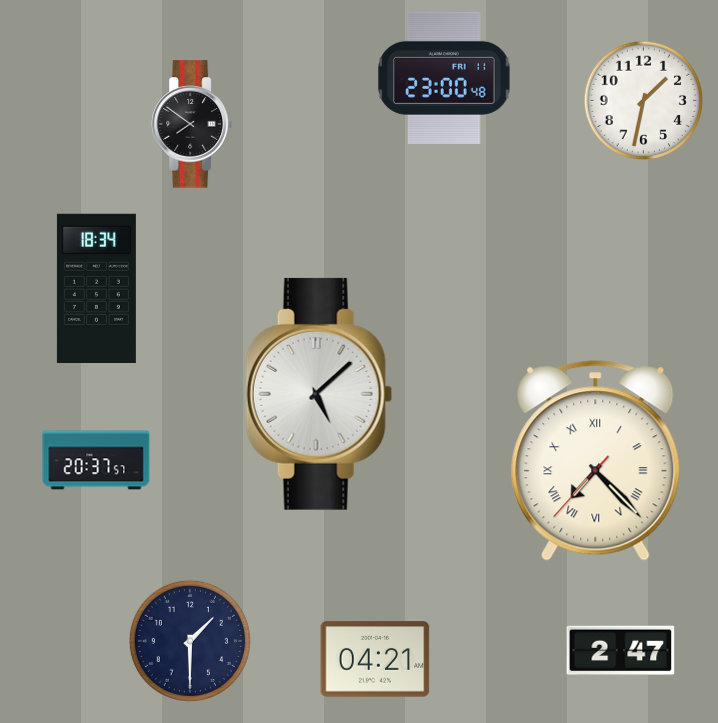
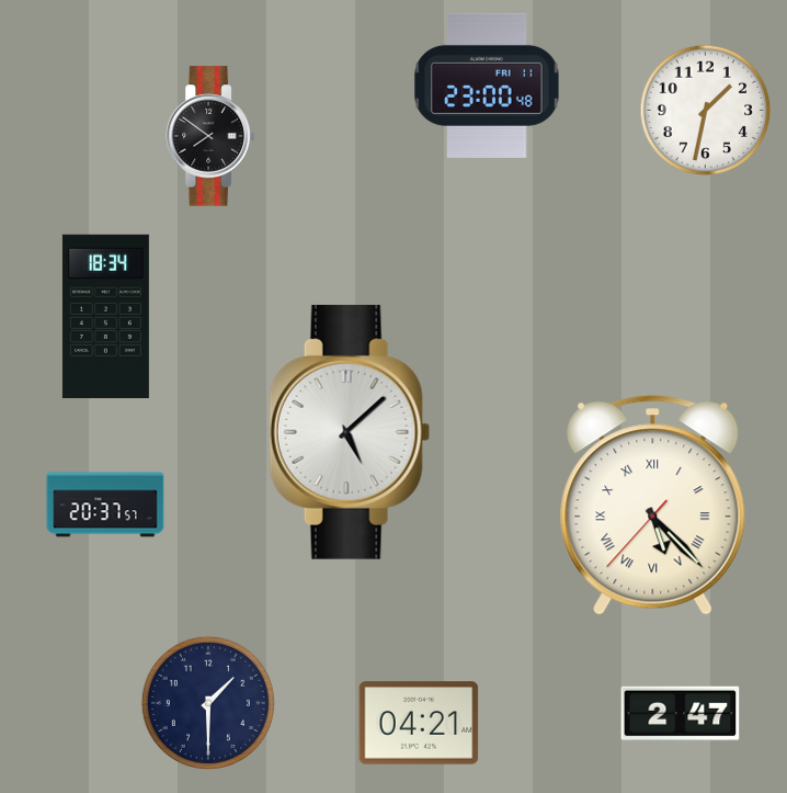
clock at (596, 461): 7:22 -> 5:22
clock at (375, 659) position: (375, 659) -> (419, 723)
